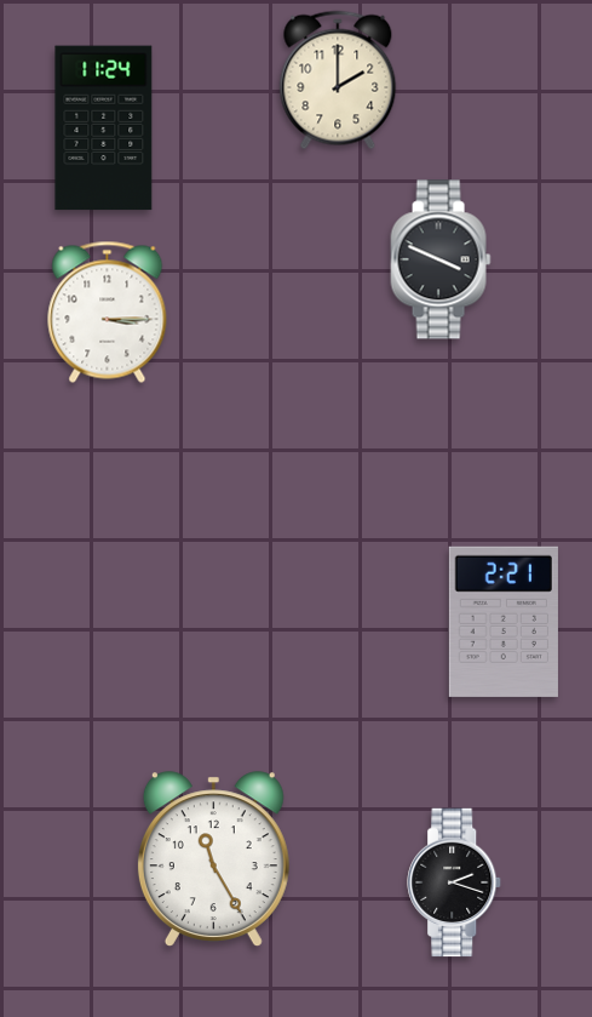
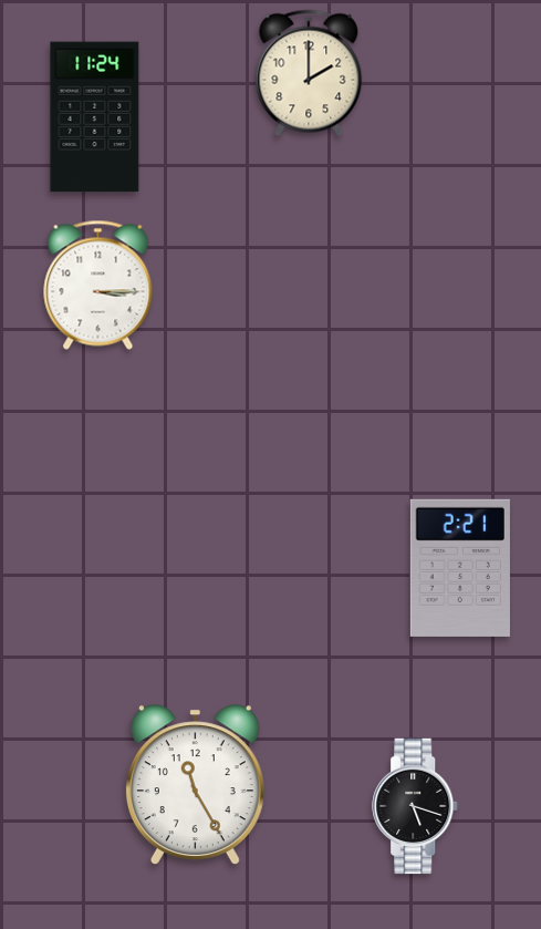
clock at (441, 259): 3:49 -> none
clock at (455, 882): 2:18 -> 5:18
